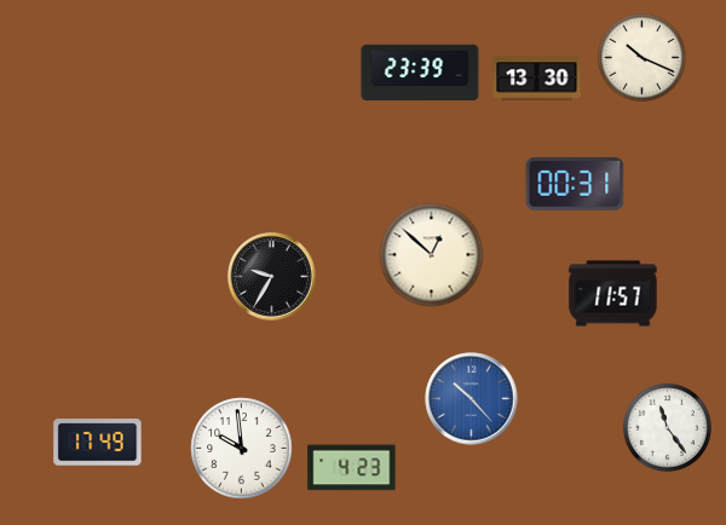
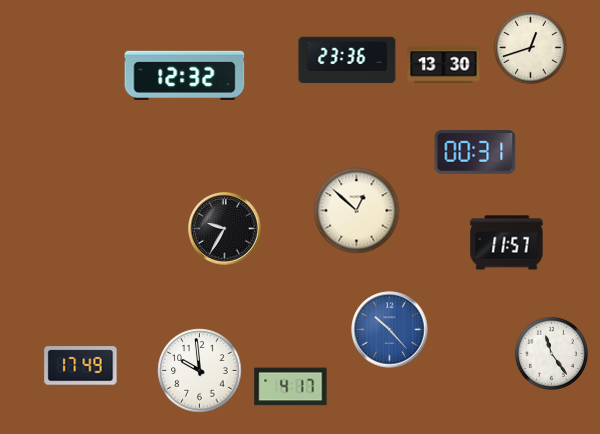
clock at (641, 57): 10:19 -> 12:42
clock at (420, 73): 23:39 -> 23:36
clock at (185, 75): none -> 12:32
clock at (352, 468): 4:23 -> 4:17
